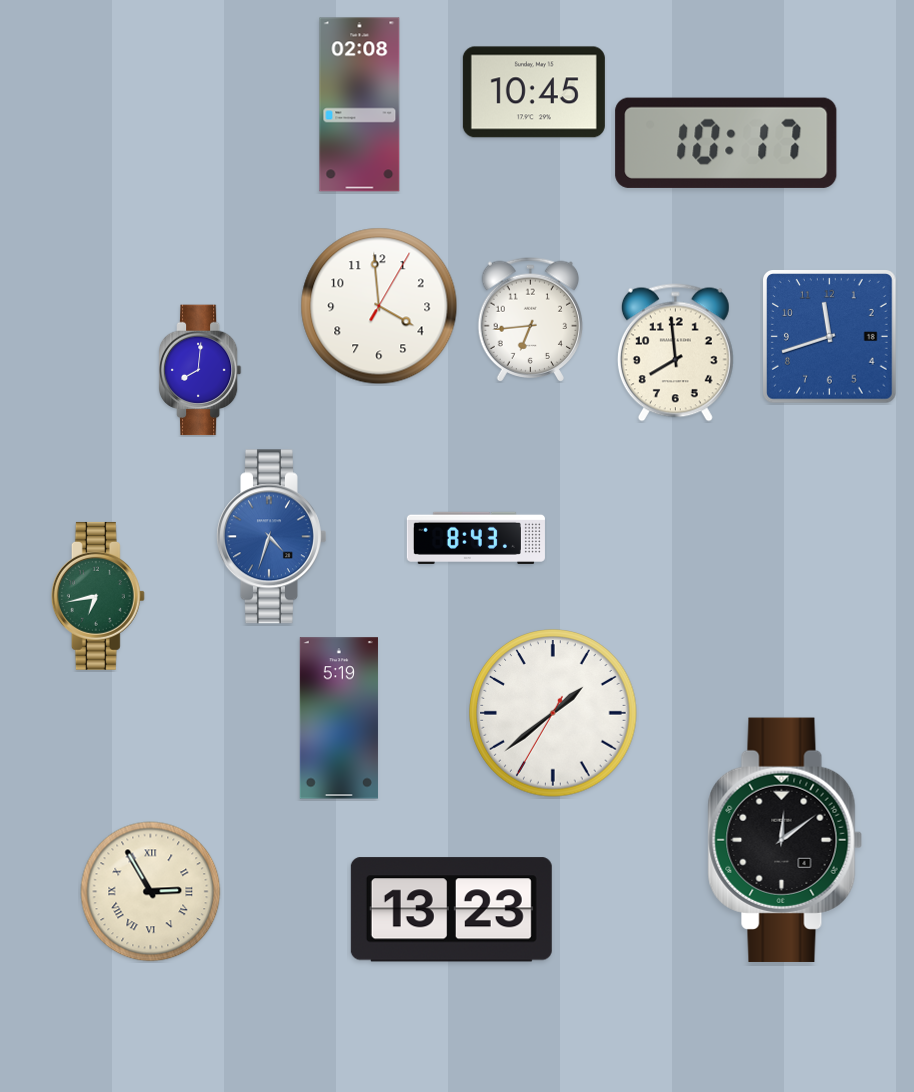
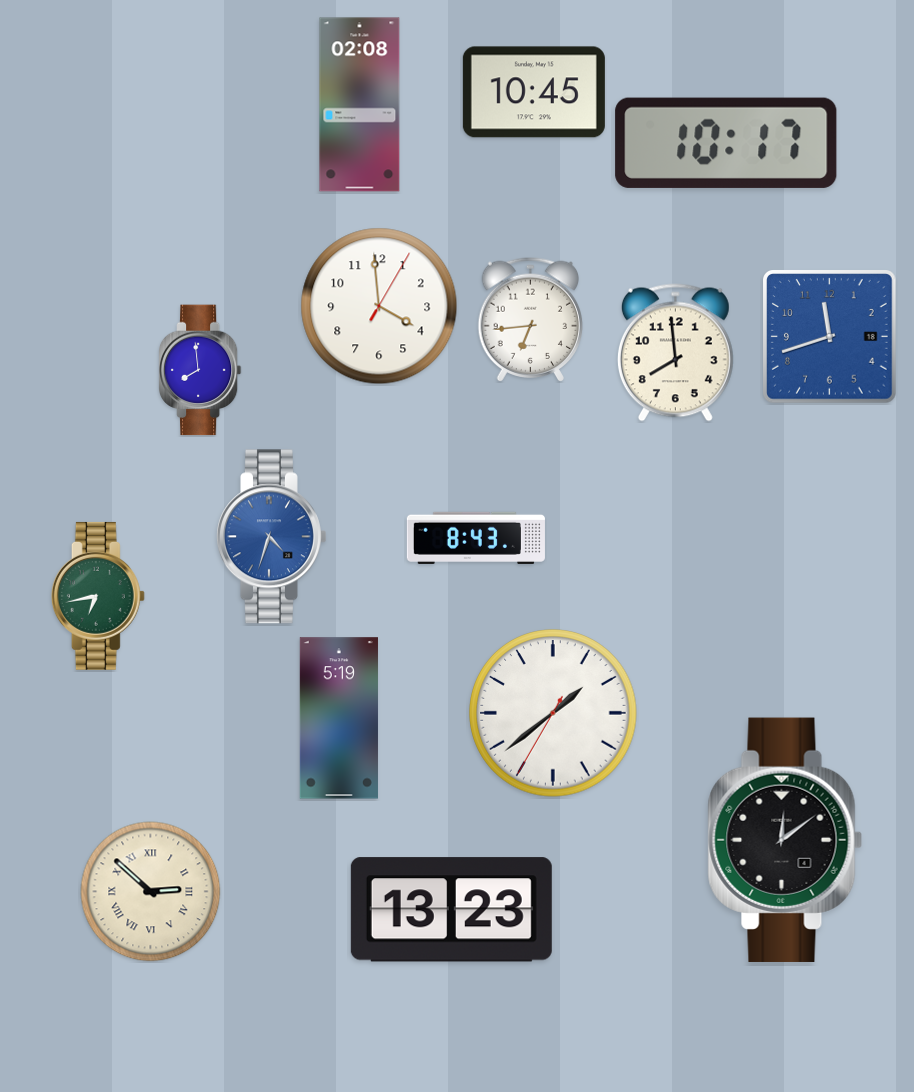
clock at (200, 370): 8:01 -> 7:59
clock at (151, 892): 2:55 -> 2:52
